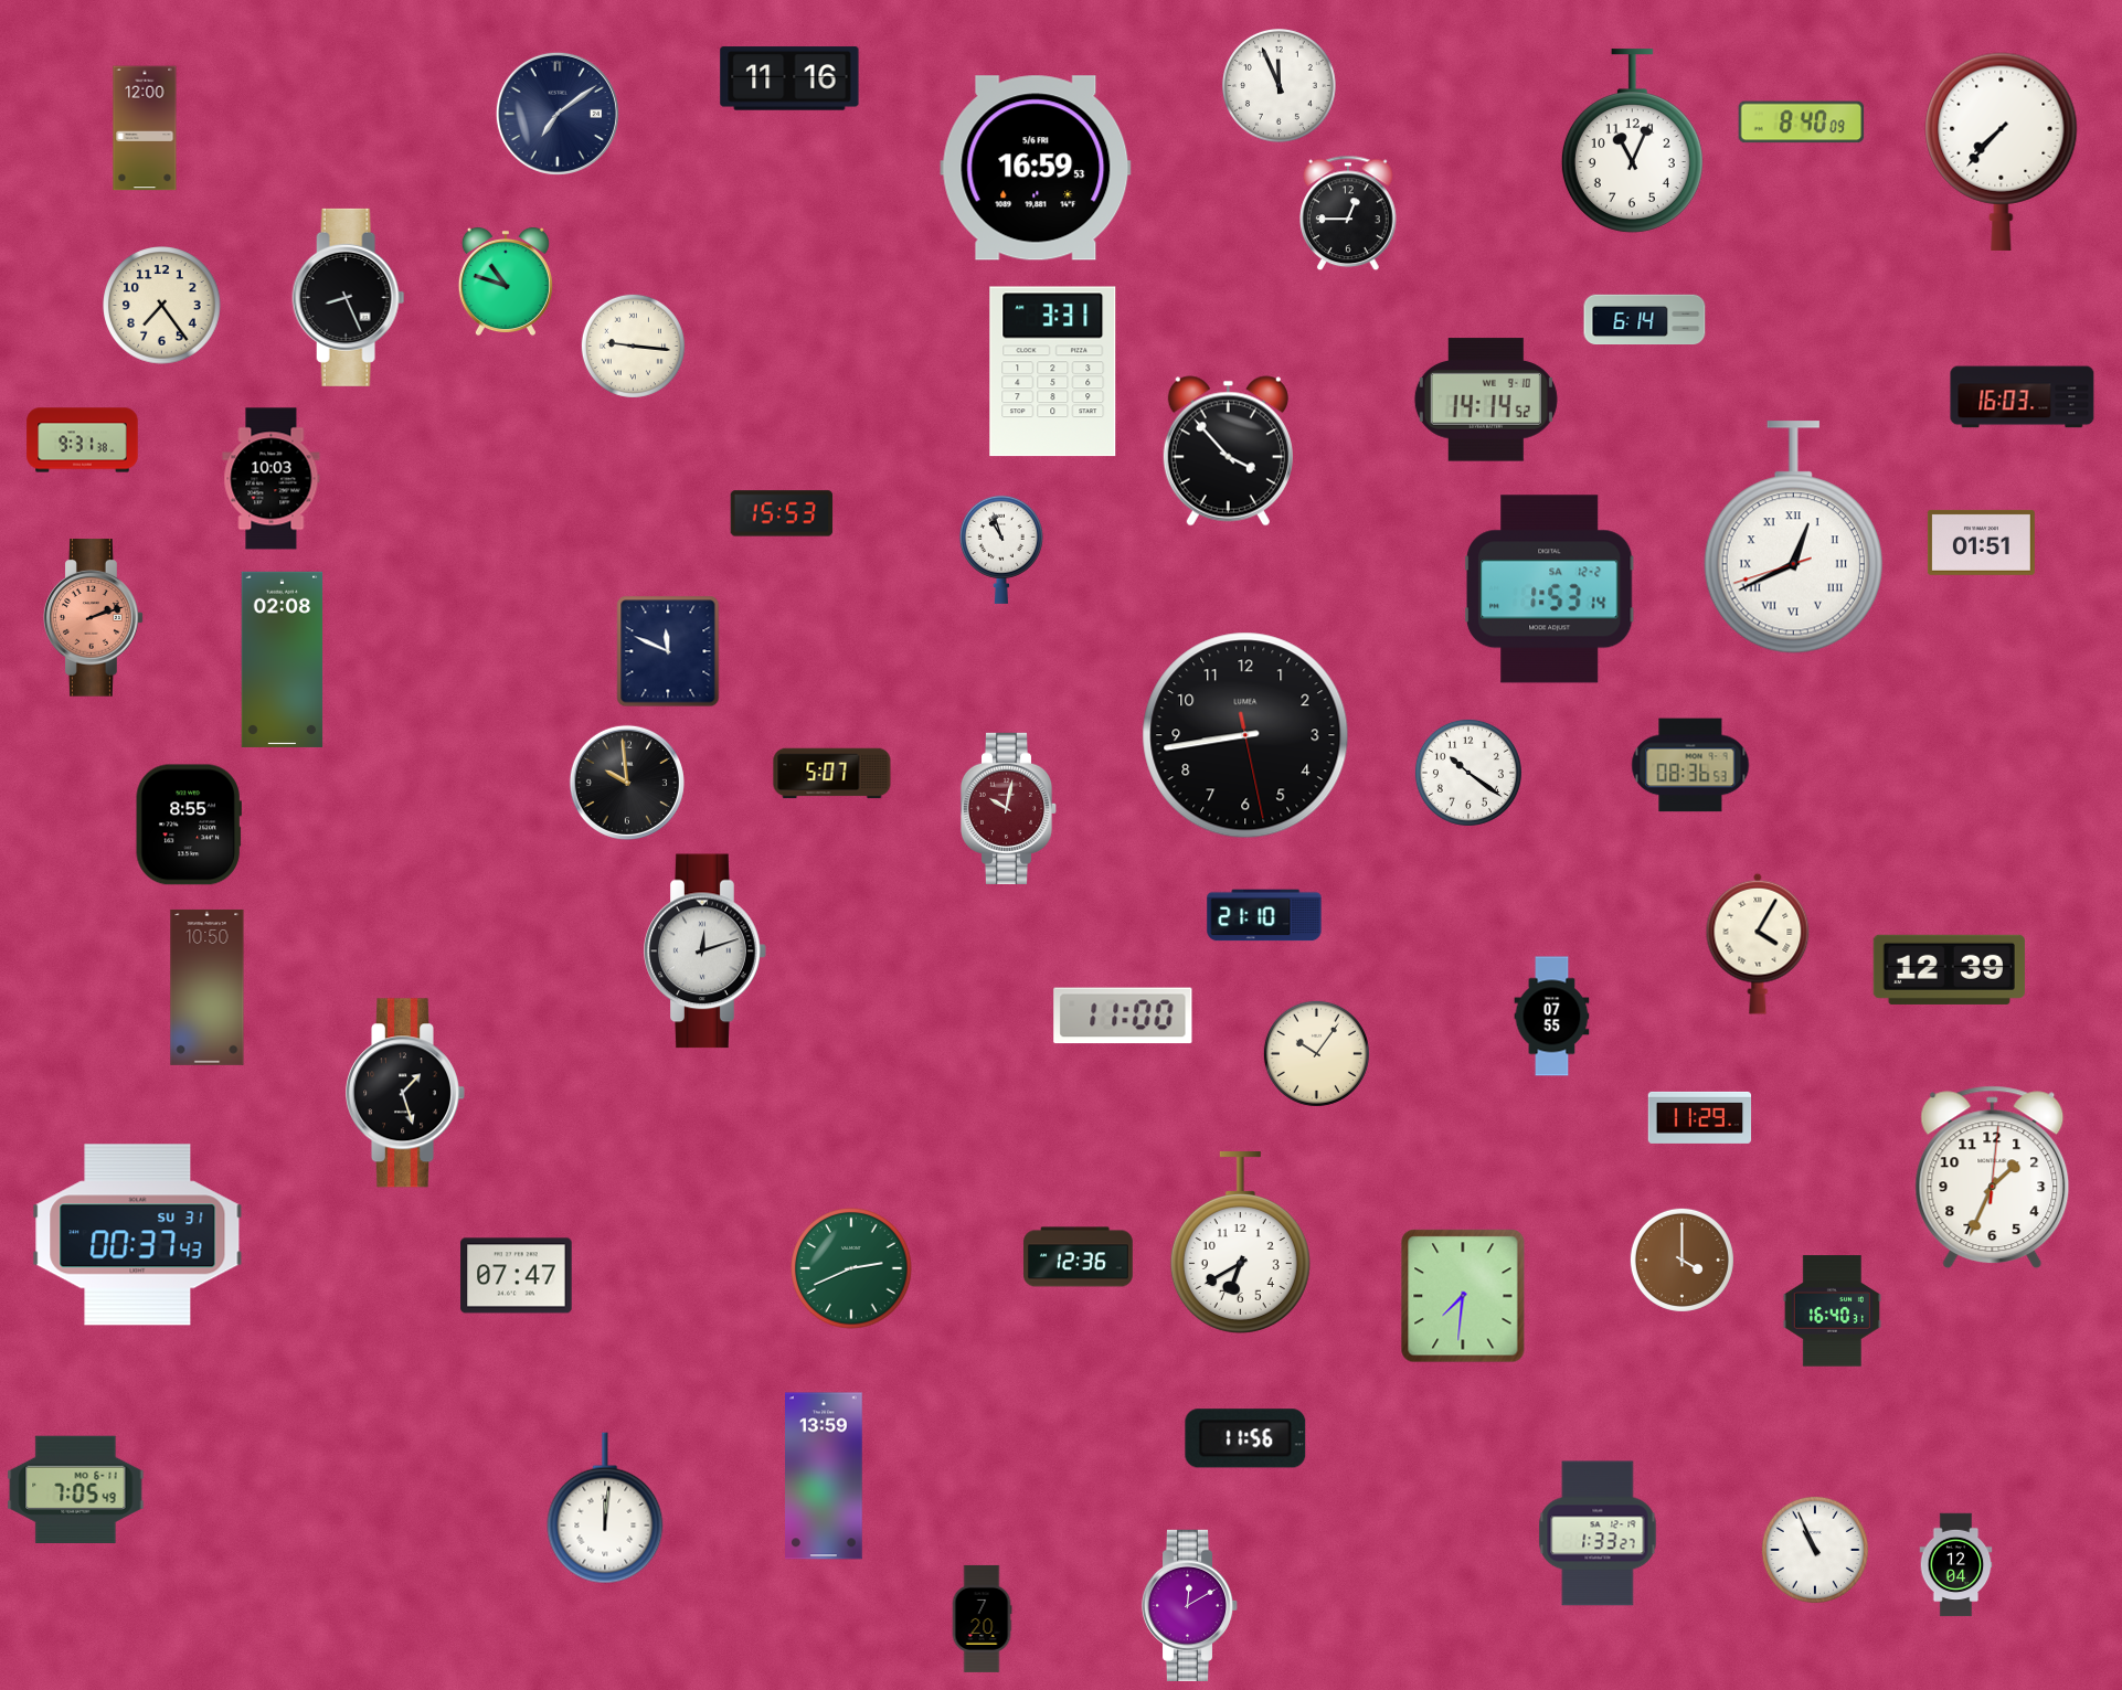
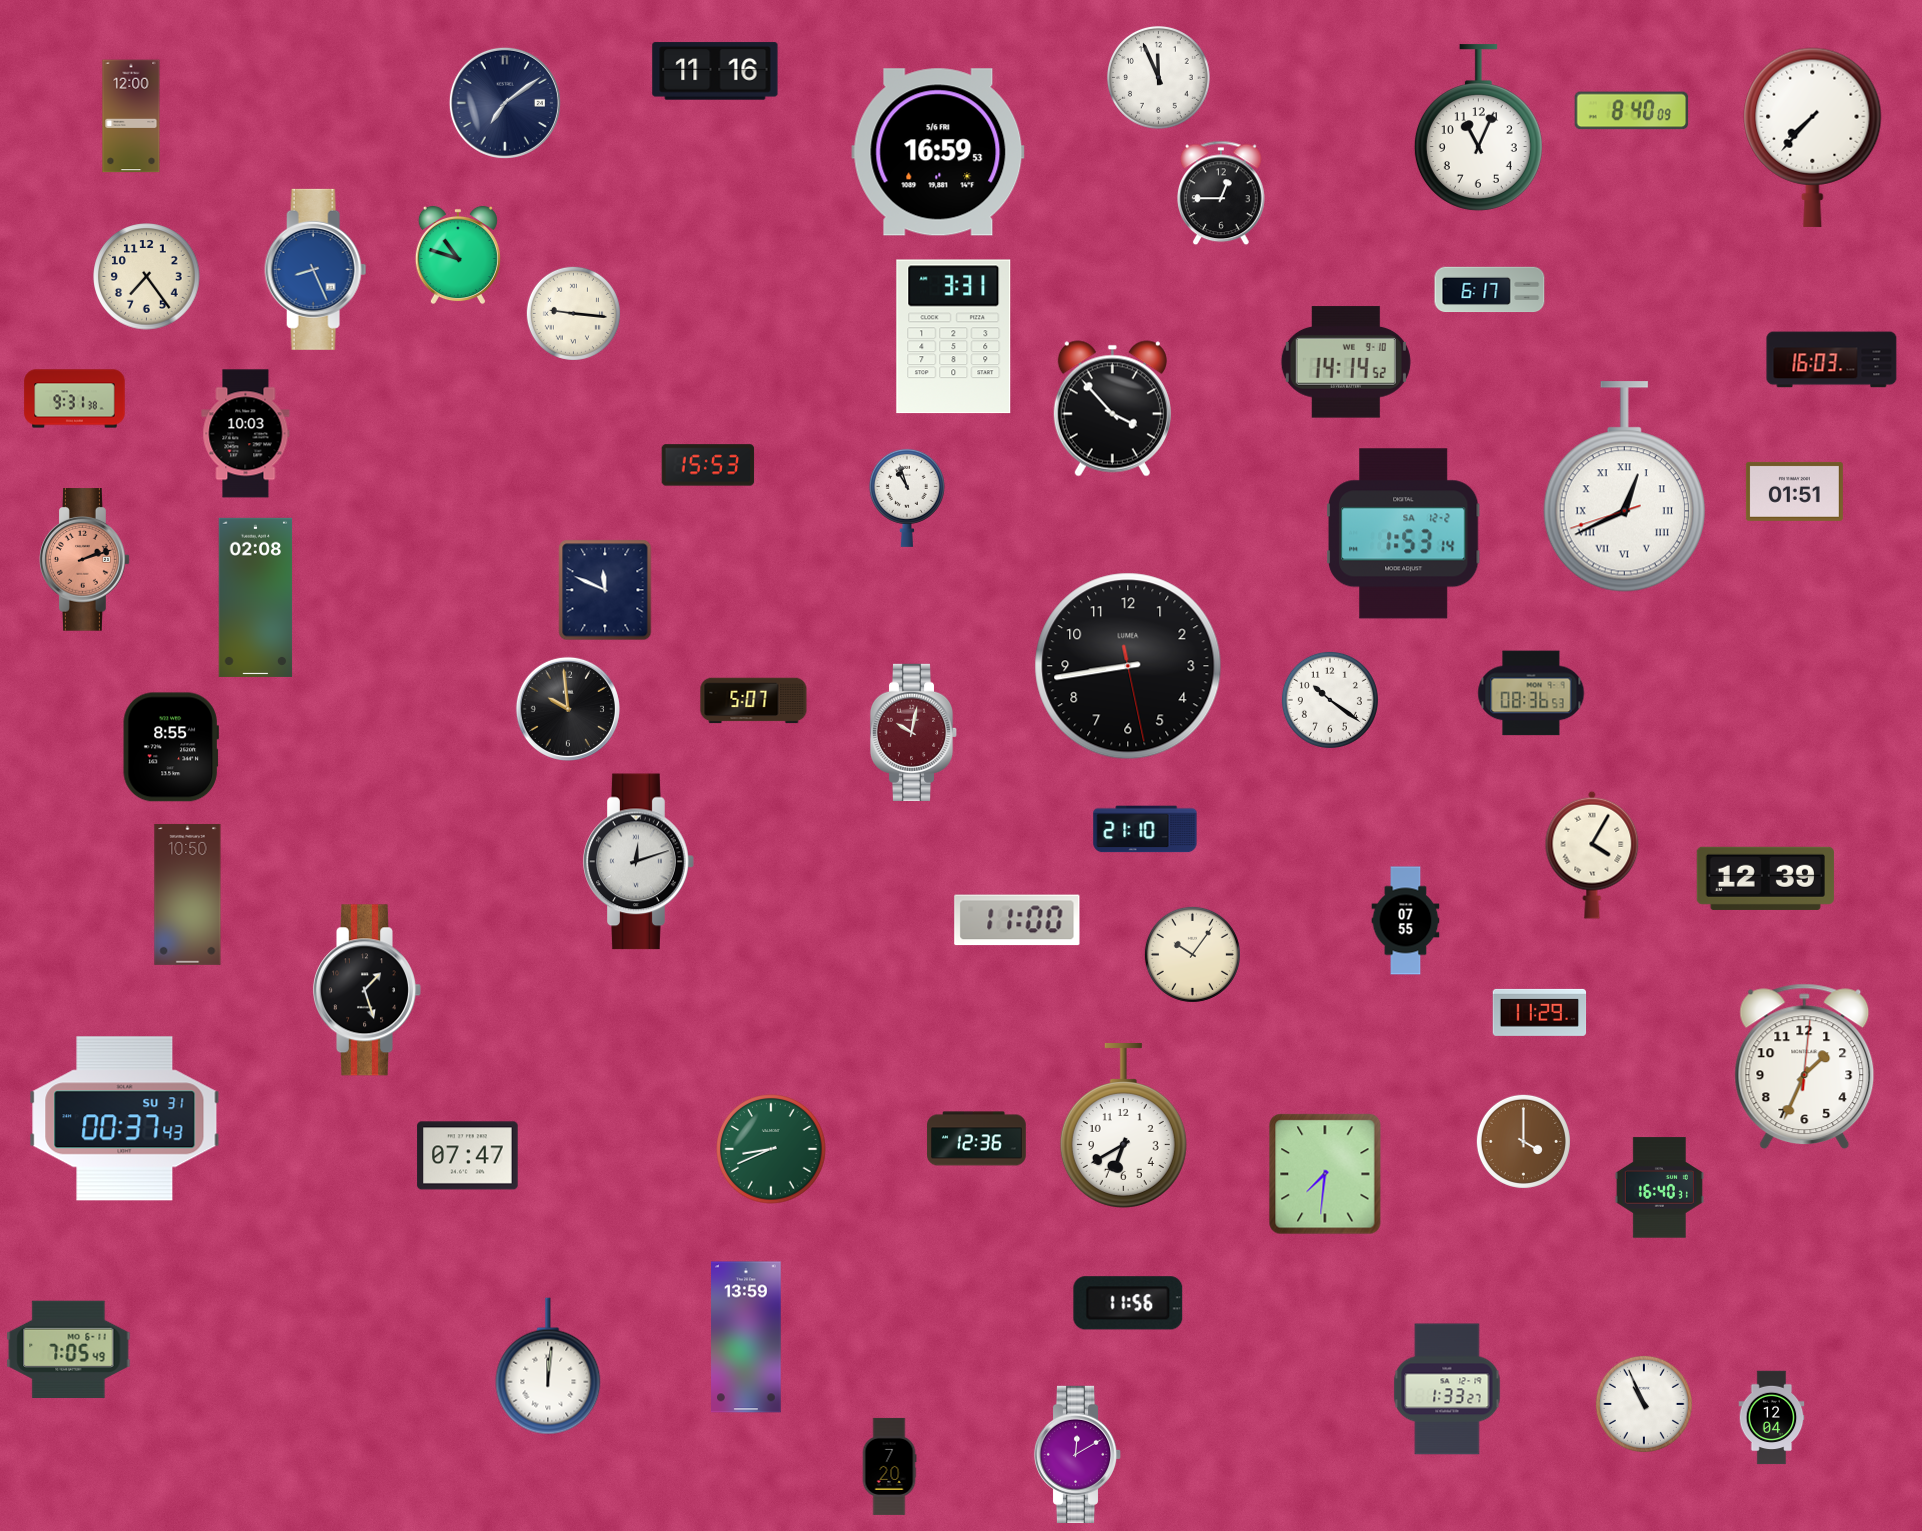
clock at (349, 297) dial: black -> blue
clock at (1645, 320): 6:14 -> 6:17
clock at (851, 1268): 2:41 -> 8:41
